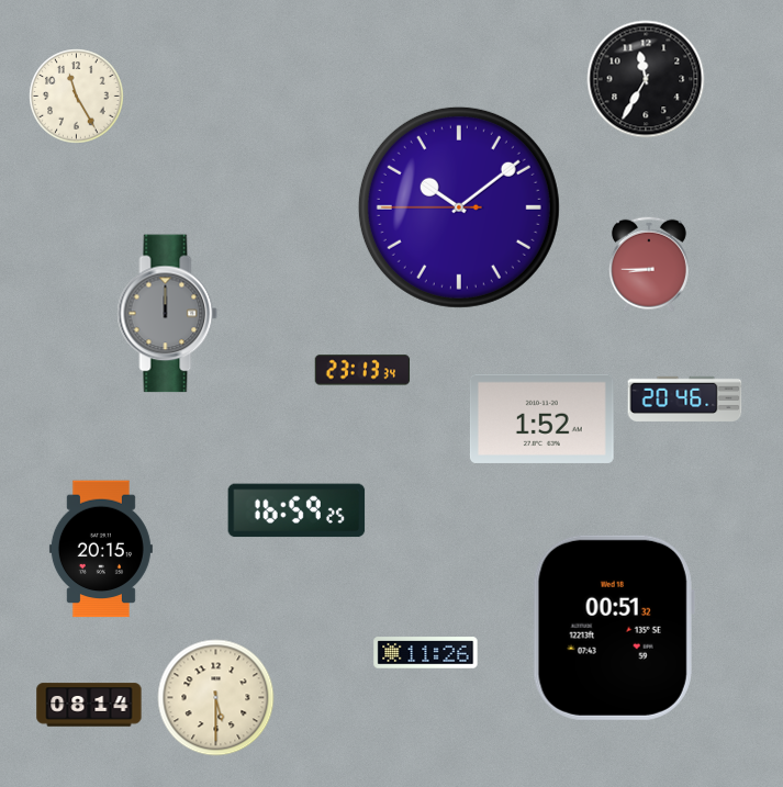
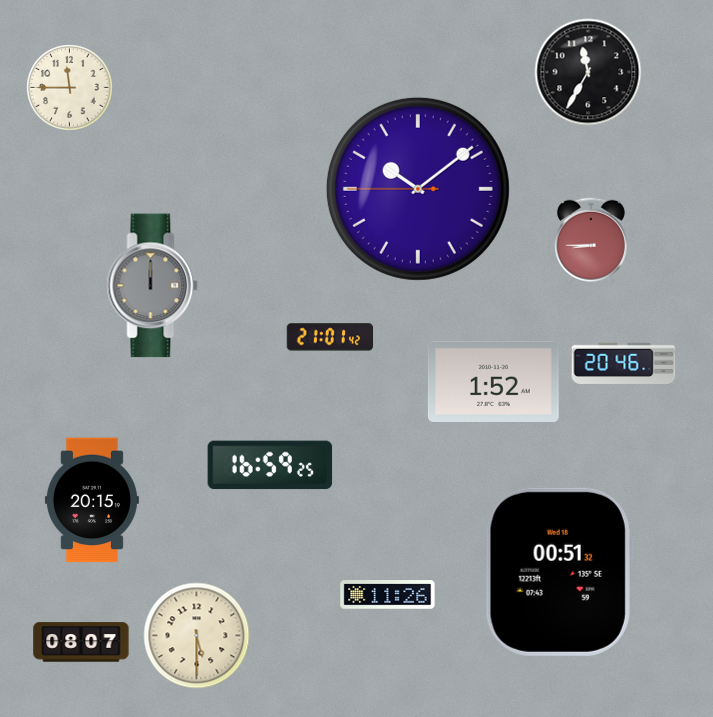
clock at (77, 97): 11:25 -> 11:45
clock at (362, 370): 23:13 -> 21:01
clock at (89, 705): 08:14 -> 08:07
